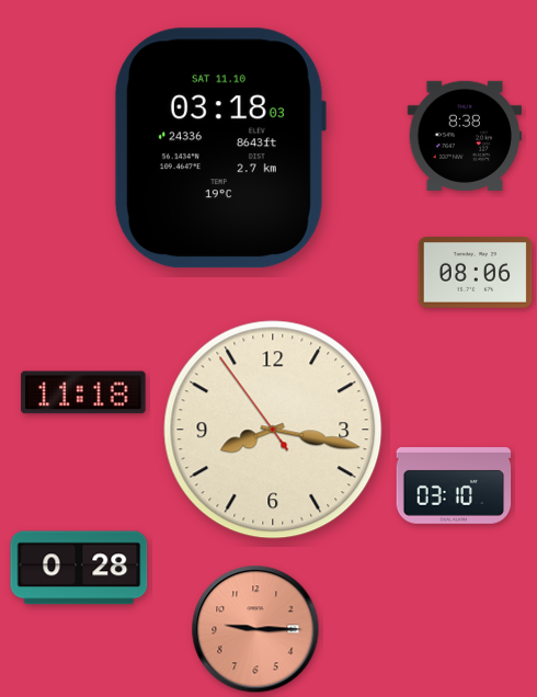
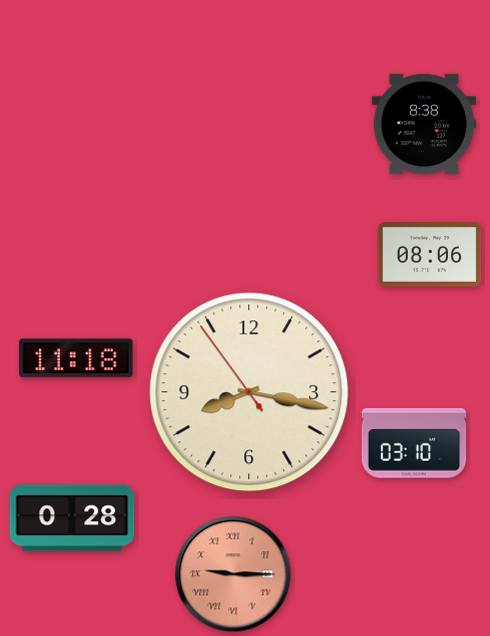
clock at (219, 148): 03:18 -> none
clock at (476, 273) position: (476, 273) -> (430, 255)
clock at (255, 629) numerals: Arabic -> Roman
